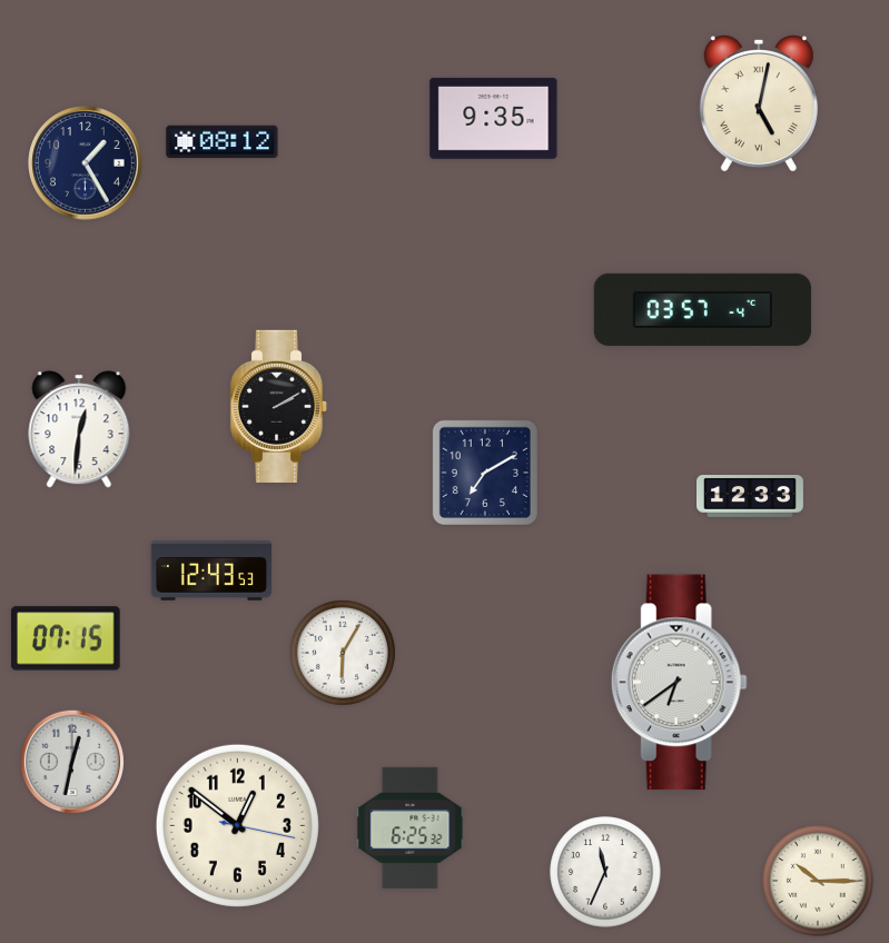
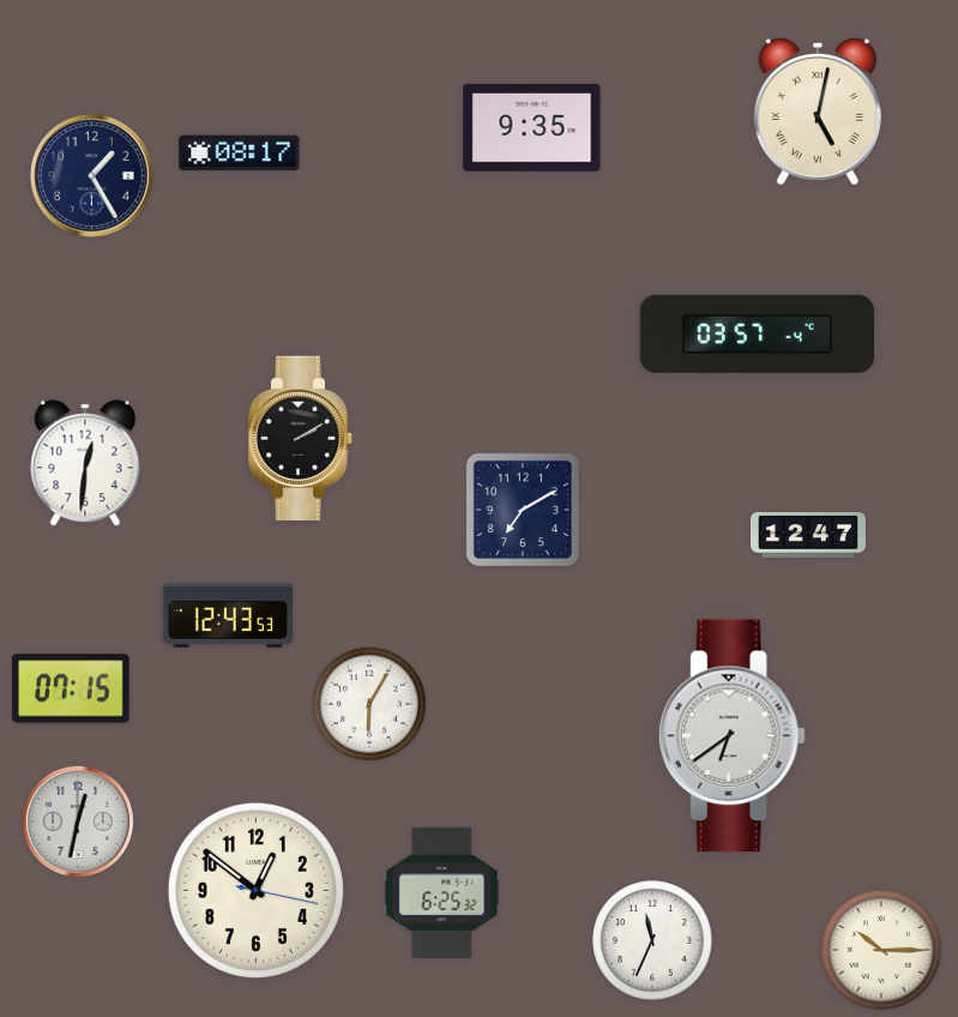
clock at (223, 142): 08:12 -> 08:17
clock at (751, 497): 12:33 -> 12:47
